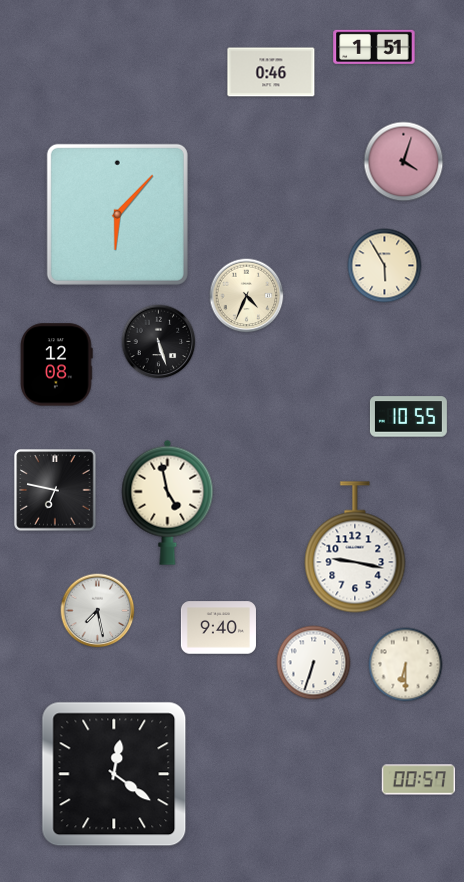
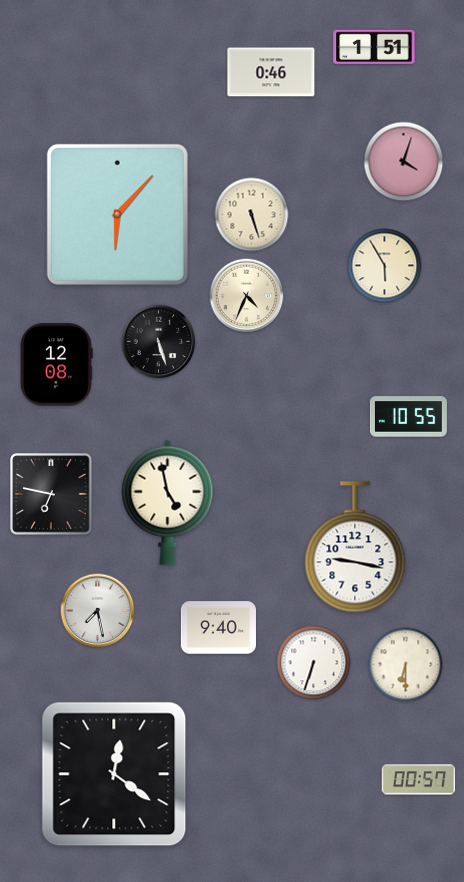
clock at (252, 215): none -> 5:27
clock at (55, 490) position: (55, 490) -> (51, 494)
